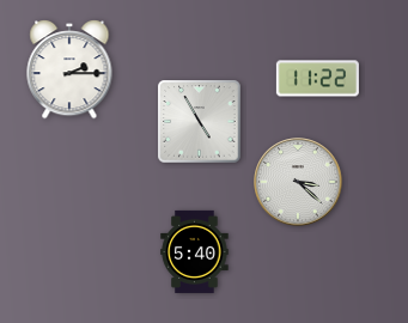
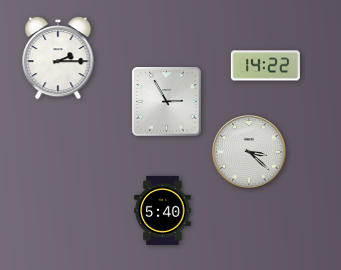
clock at (317, 79): 11:22 -> 14:22
clock at (200, 122): 4:55 -> 2:55
